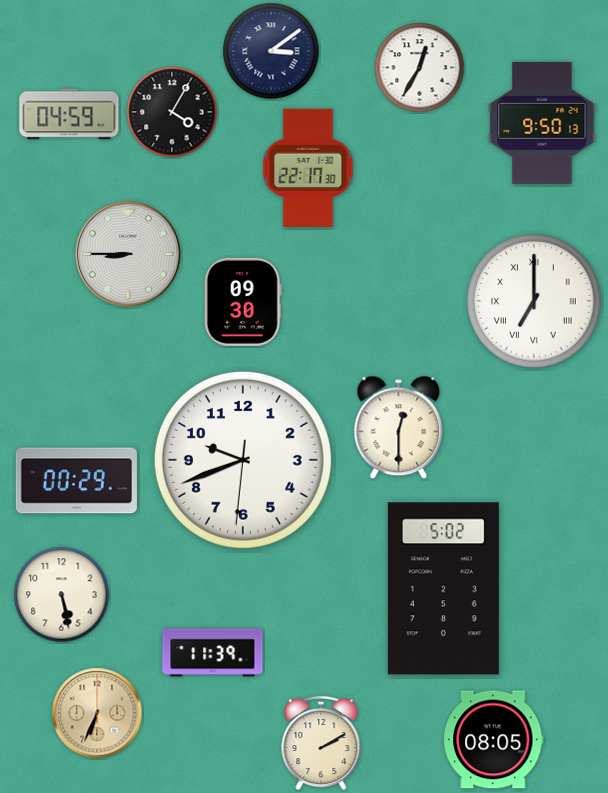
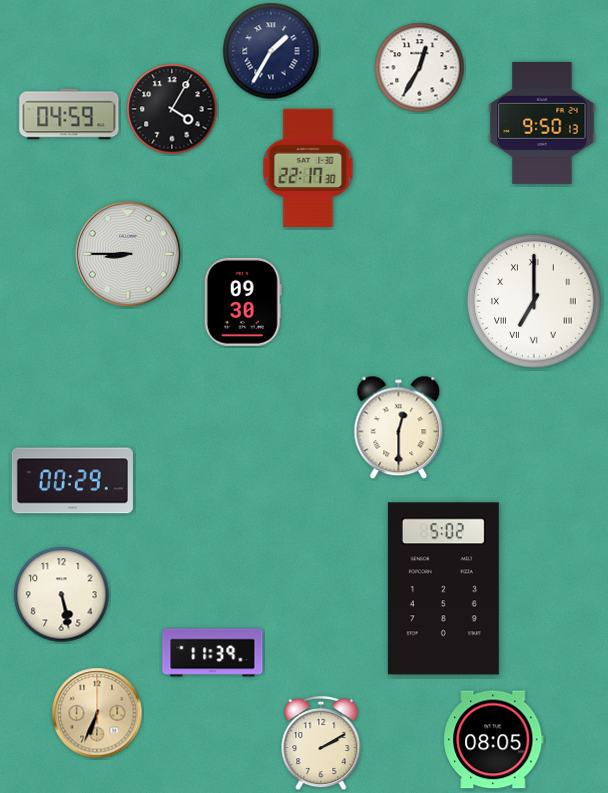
clock at (271, 51): 3:09 -> 1:35
clock at (172, 112) position: (172, 112) -> (172, 109)
clock at (243, 460): 9:41 -> none
clock at (76, 481) position: (76, 481) -> (72, 481)
